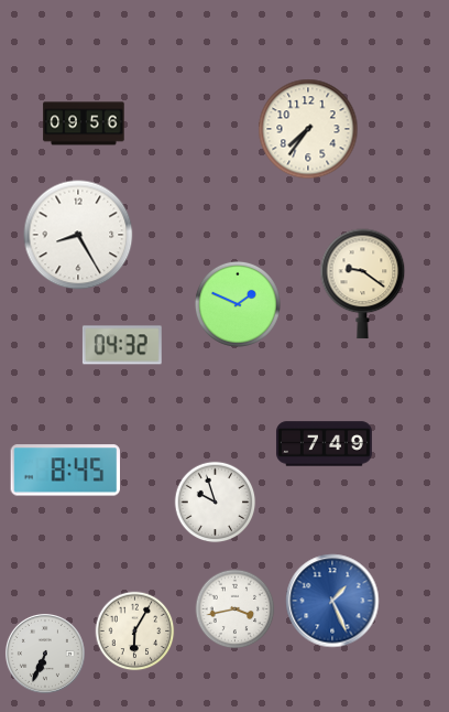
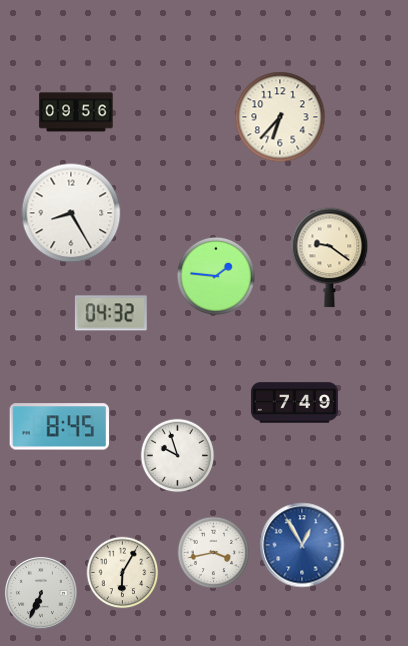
clock at (308, 129): 7:36 -> 6:37
clock at (238, 304): 1:49 -> 1:46
clock at (216, 503) position: (216, 503) -> (178, 456)
clock at (332, 601): 1:26 -> 12:55
